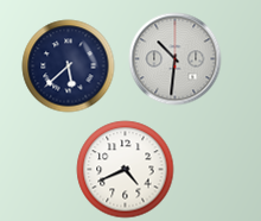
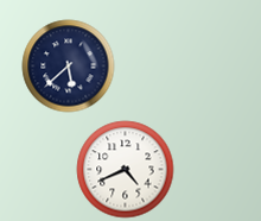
clock at (174, 58): 10:31 -> none
